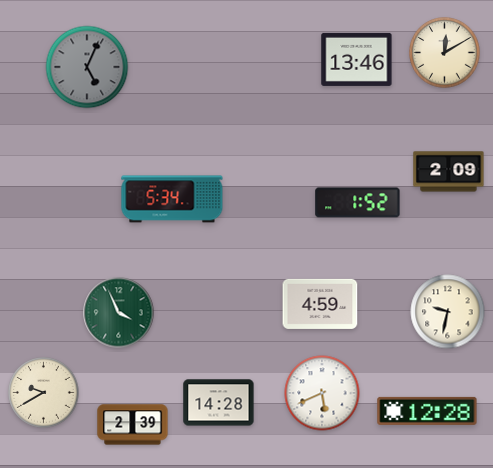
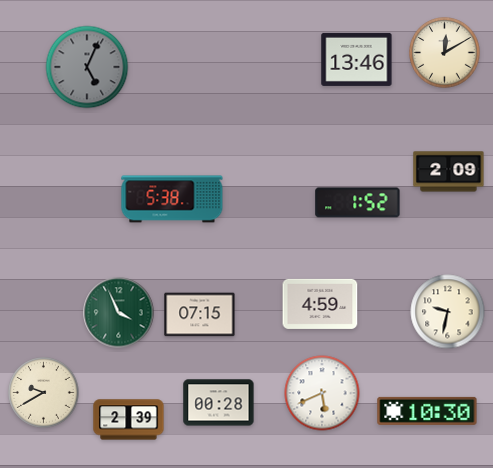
clock at (172, 199): 5:34 -> 5:38
clock at (200, 315): none -> 07:15
clock at (219, 403): 14:28 -> 00:28
clock at (427, 411): 12:28 -> 10:30
clock at (133, 425) position: (133, 425) -> (129, 420)
